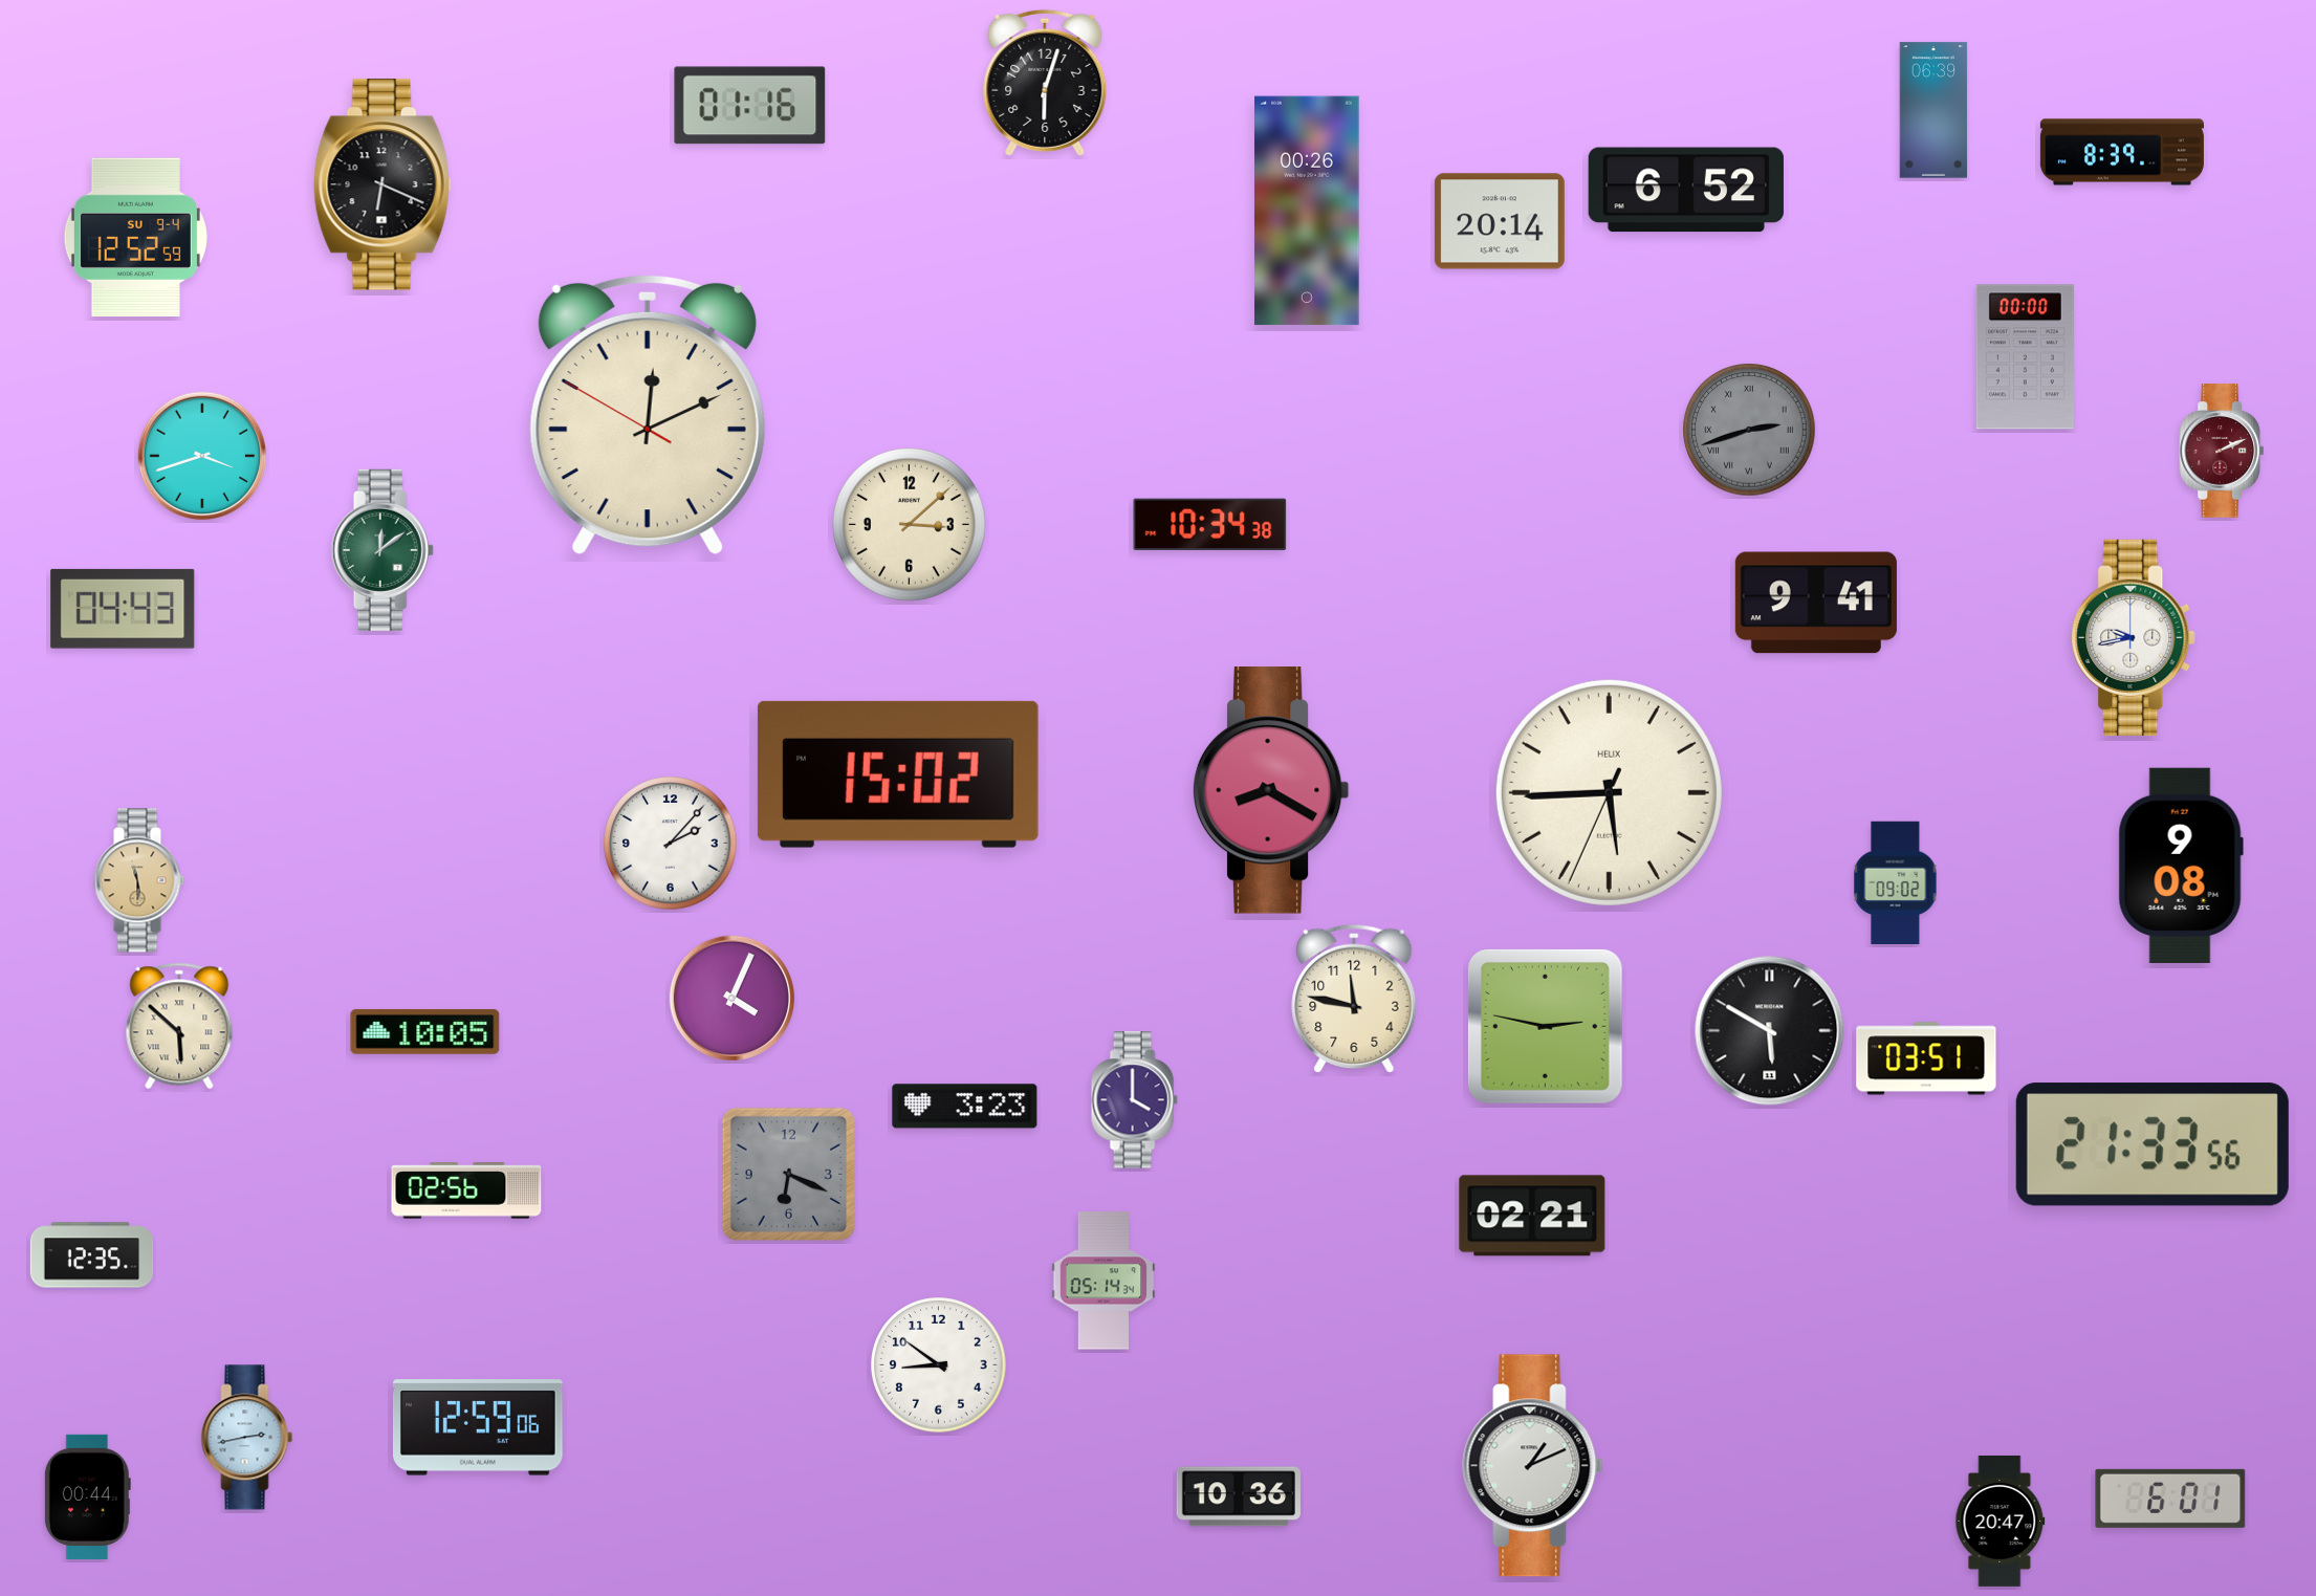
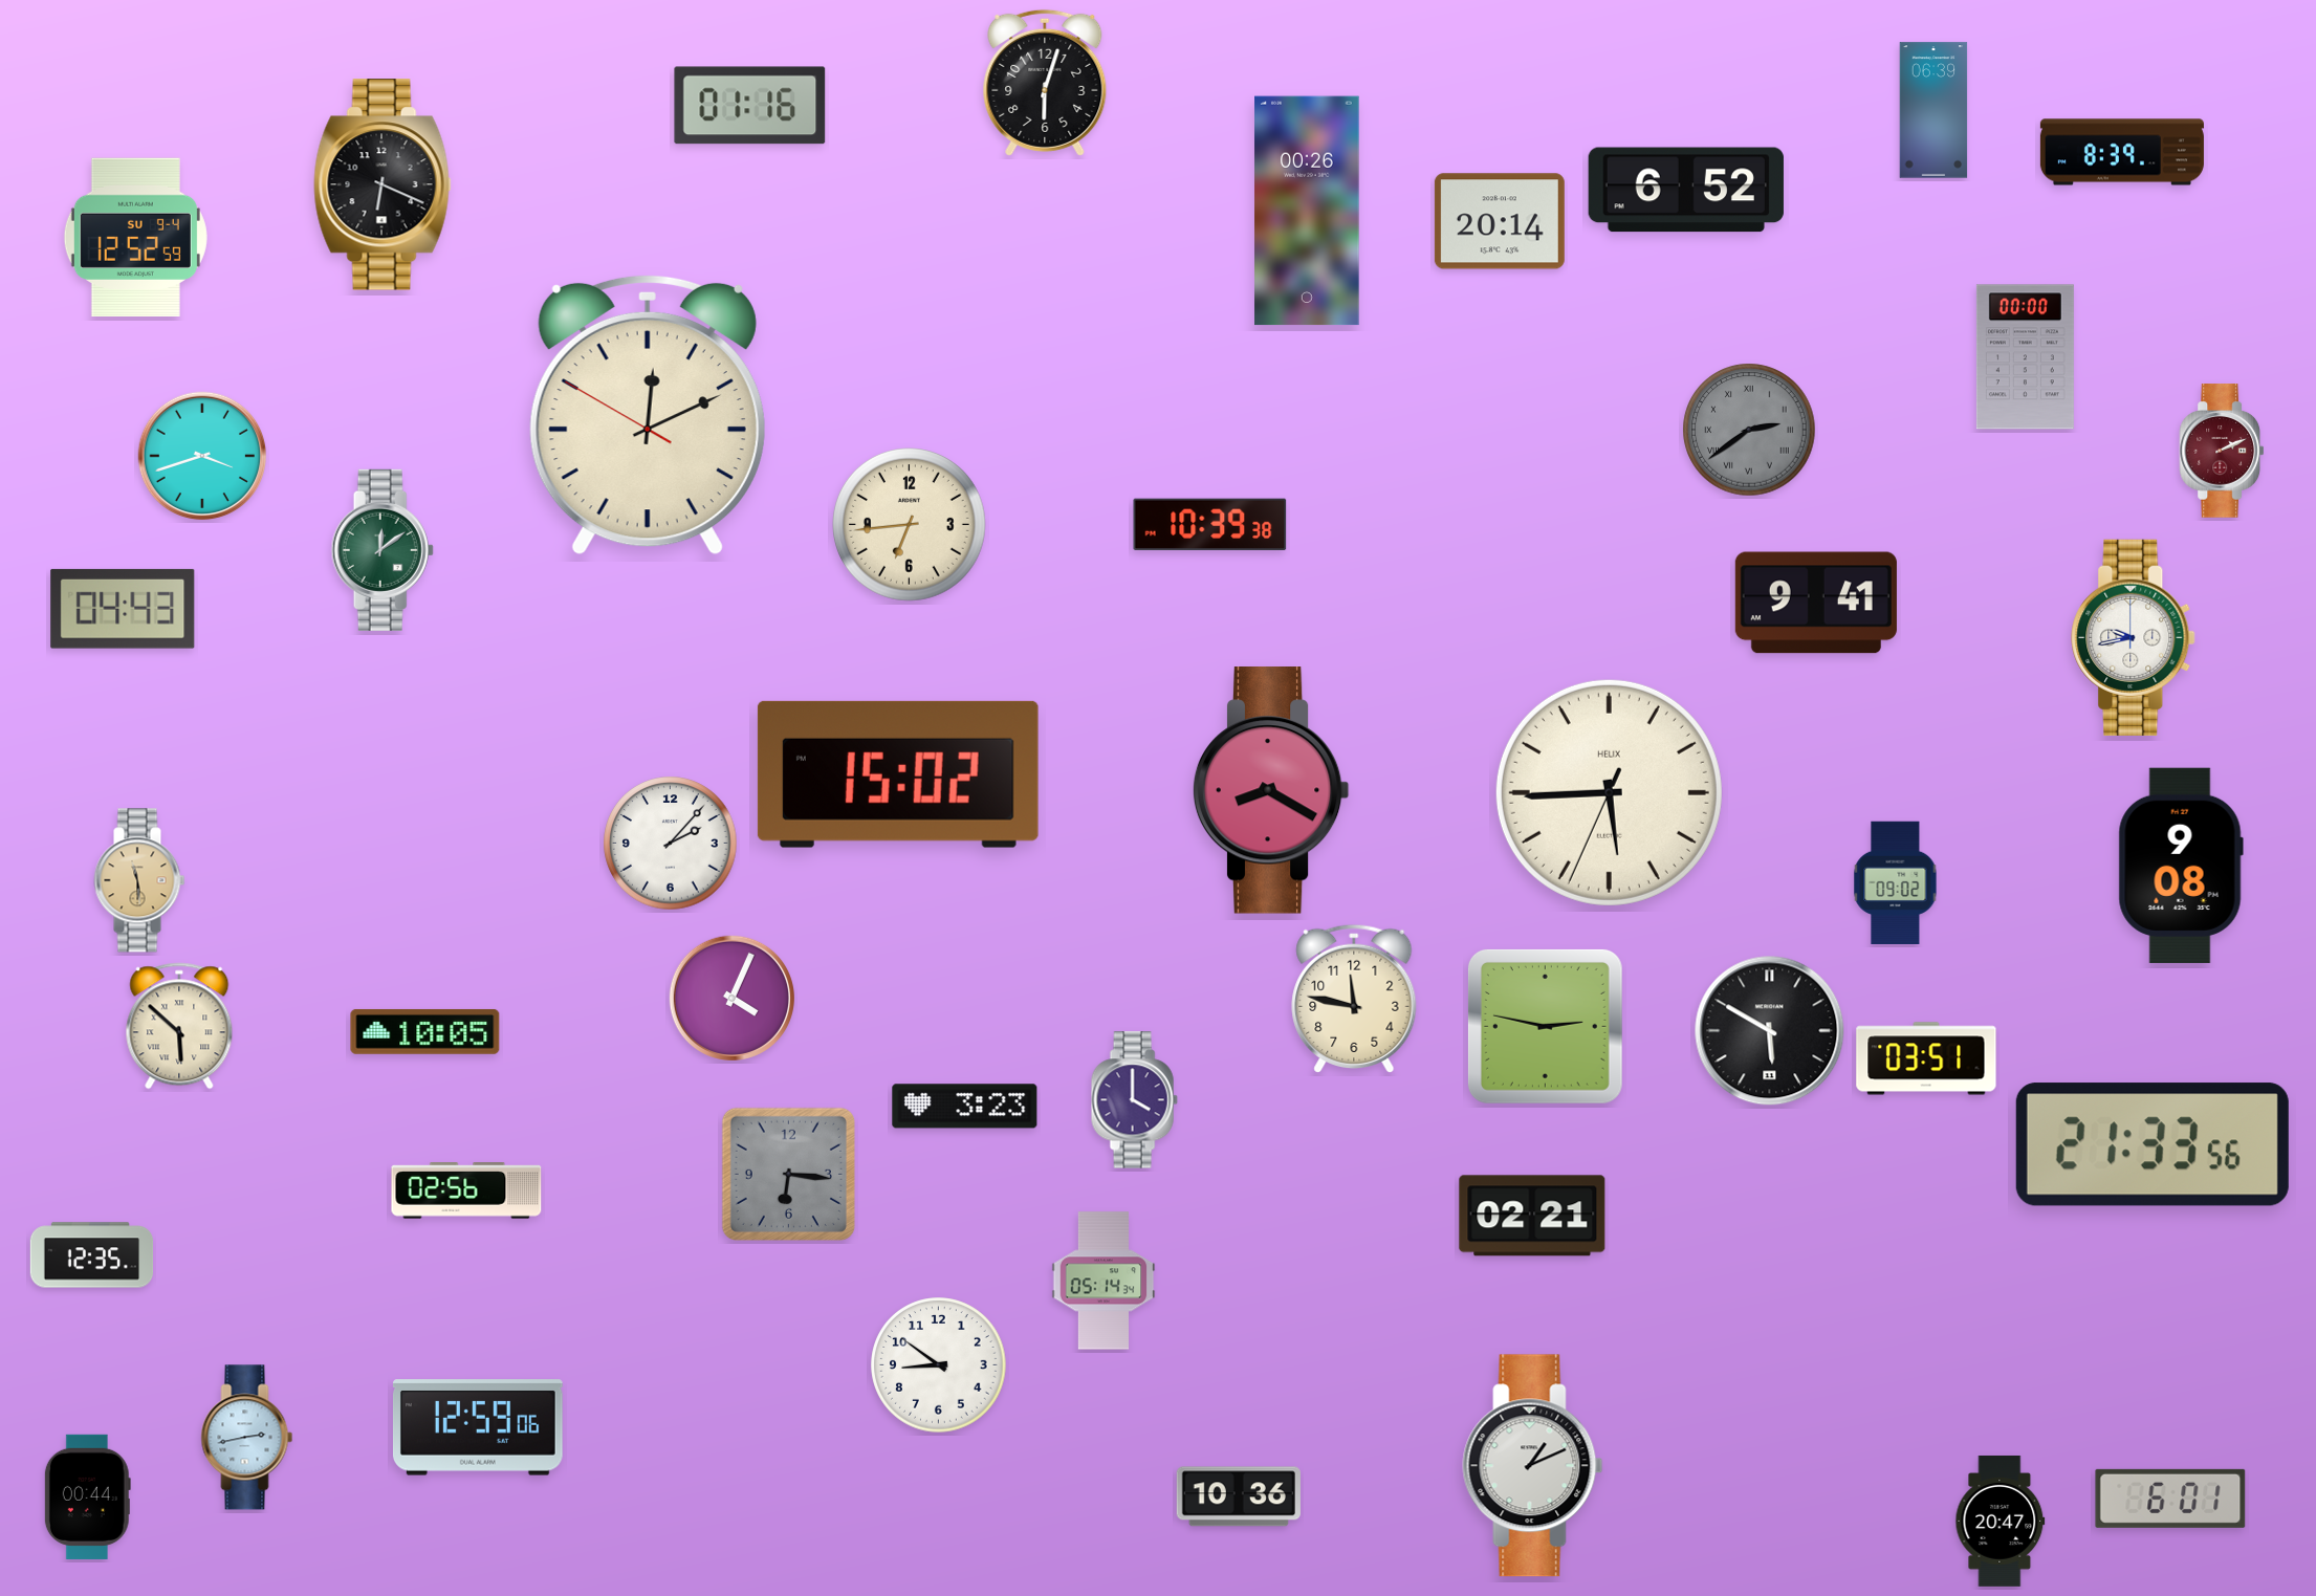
clock at (1749, 430): 2:42 -> 2:39
clock at (1210, 524): 10:34 -> 10:39
clock at (910, 525): 3:08 -> 6:44
clock at (788, 1174): 6:19 -> 6:16
